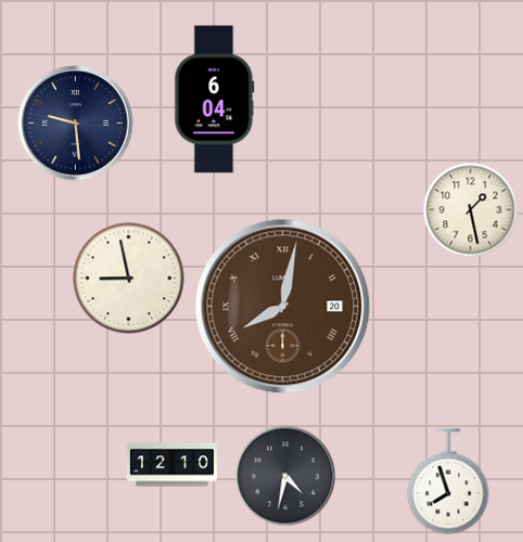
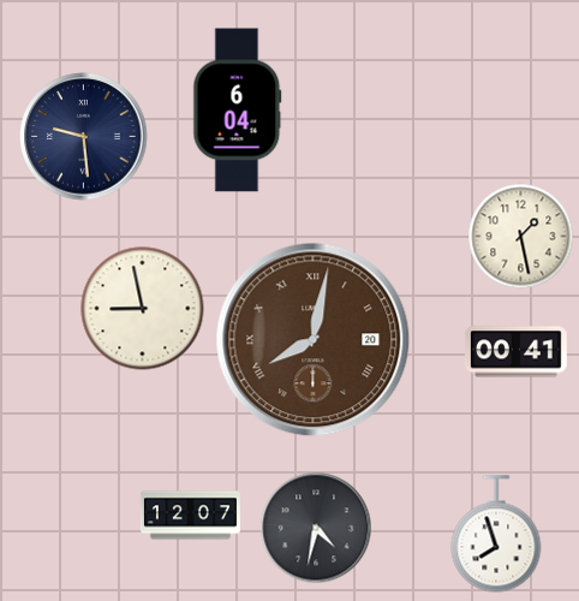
clock at (471, 210) position: (471, 210) -> (521, 237)
clock at (515, 352): none -> 00:41
clock at (171, 465): 12:10 -> 12:07
